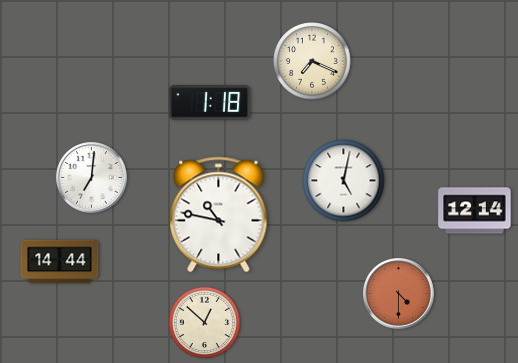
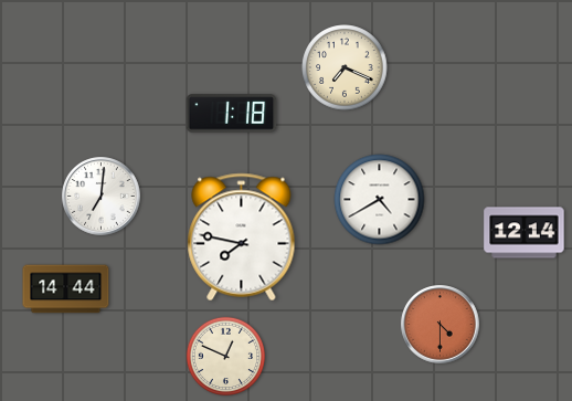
clock at (344, 181): 5:02 -> 4:40
clock at (219, 215): 10:47 -> 7:47
clock at (205, 323): 12:52 -> 12:49
